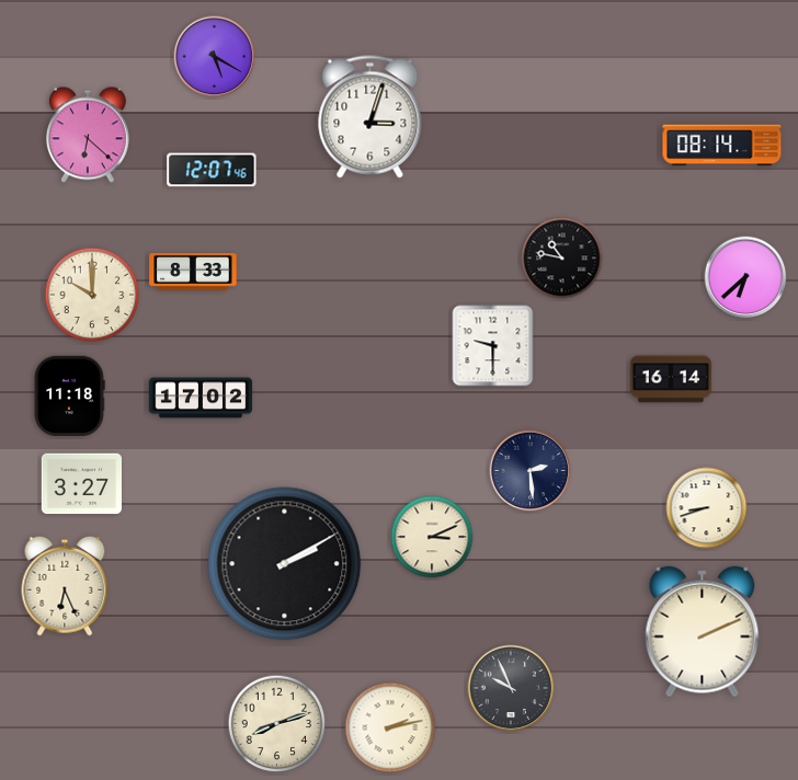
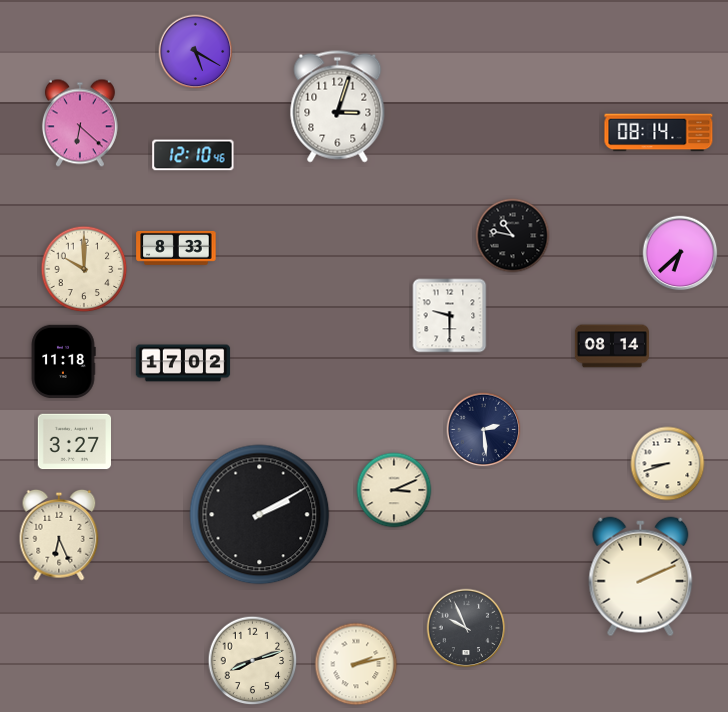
clock at (212, 170): 12:07 -> 12:10
clock at (670, 379): 16:14 -> 08:14
clock at (707, 508) position: (707, 508) -> (668, 464)
